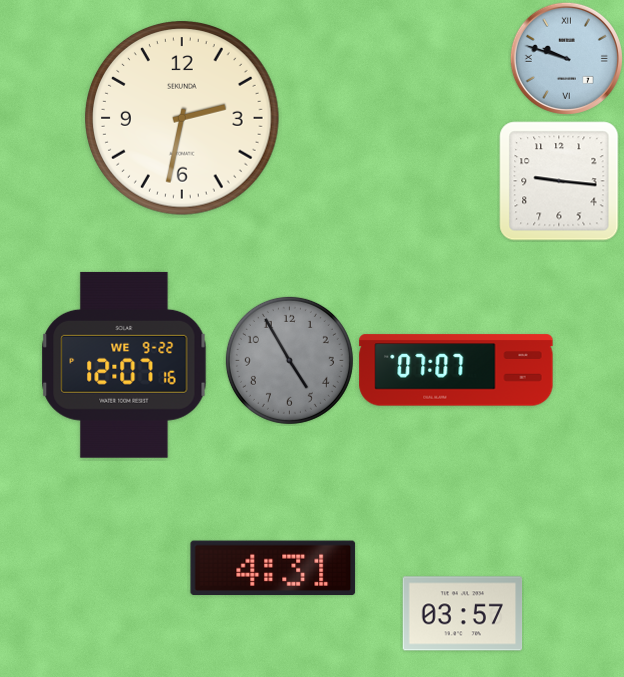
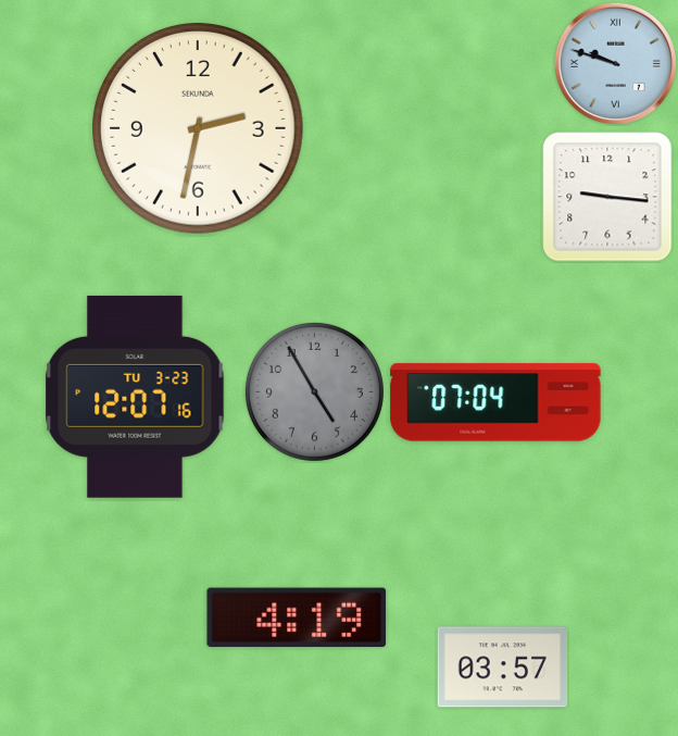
clock at (124, 365) date: WE 9-22 -> TU 3-23
clock at (456, 370): 07:07 -> 07:04
clock at (273, 567): 4:31 -> 4:19
